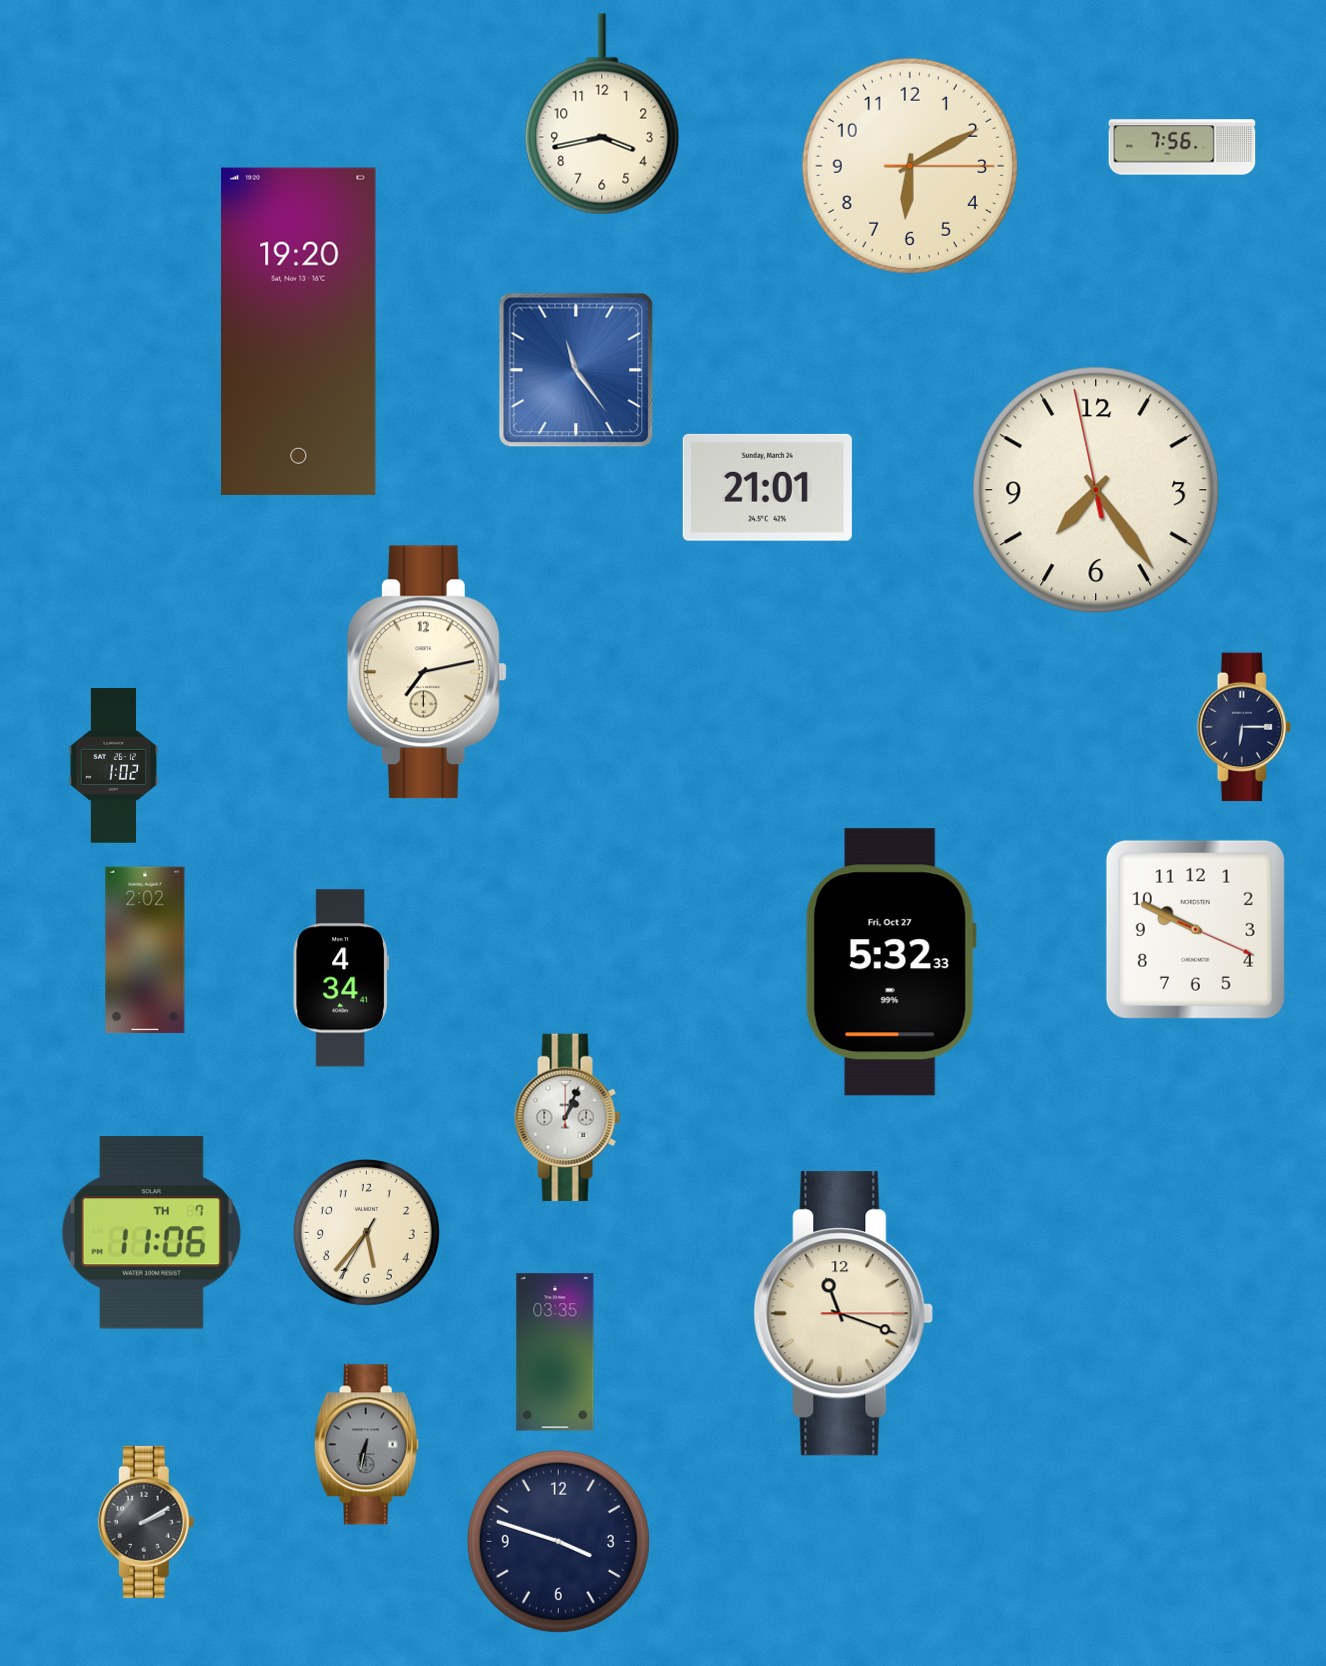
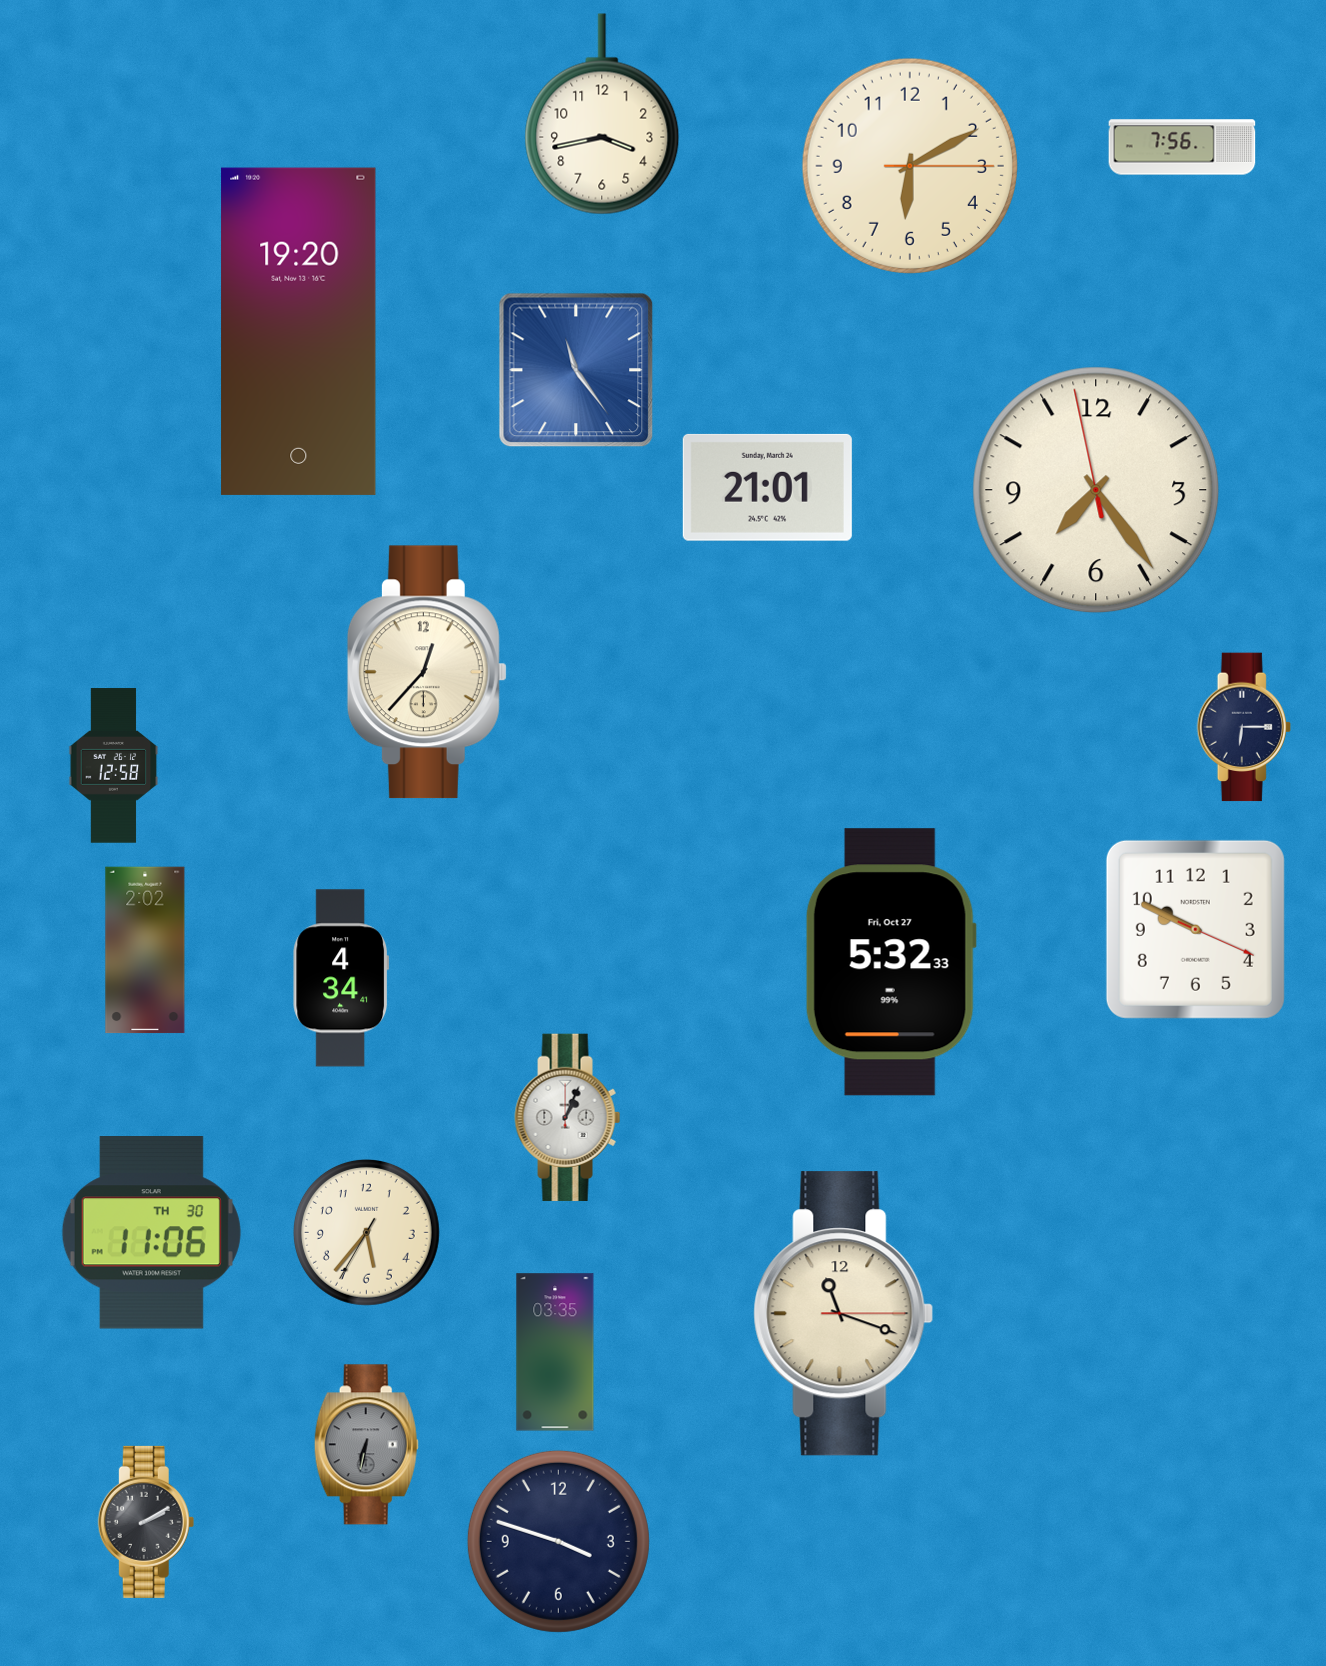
clock at (427, 672): 7:13 -> 12:37
clock at (114, 766): 1:02 -> 12:58
clock at (151, 1233) date: TH 7 -> TH 30
